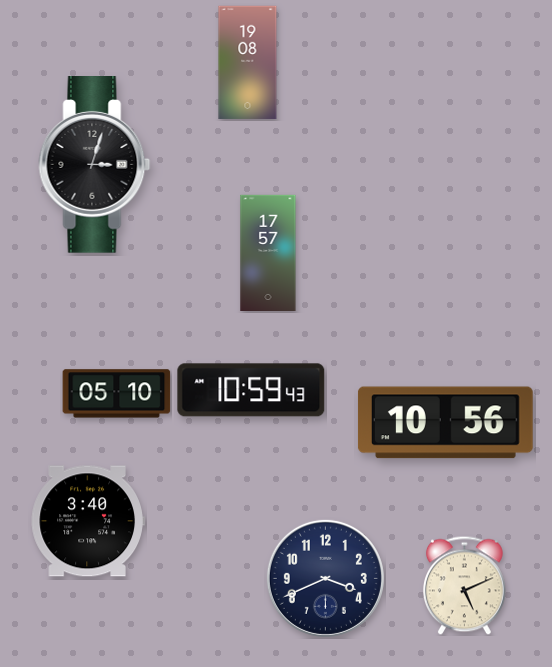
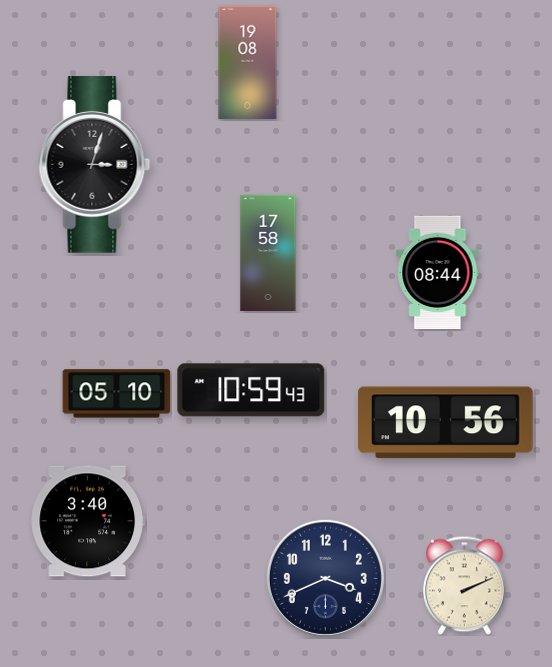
clock at (268, 252): 17:57 -> 17:58
clock at (438, 273): none -> 08:44
clock at (464, 585): 5:11 -> 2:11
